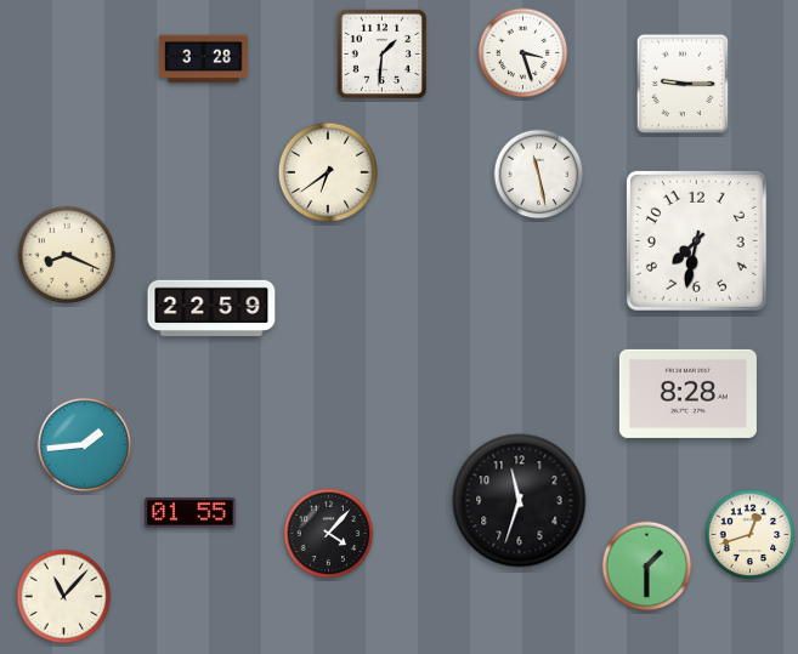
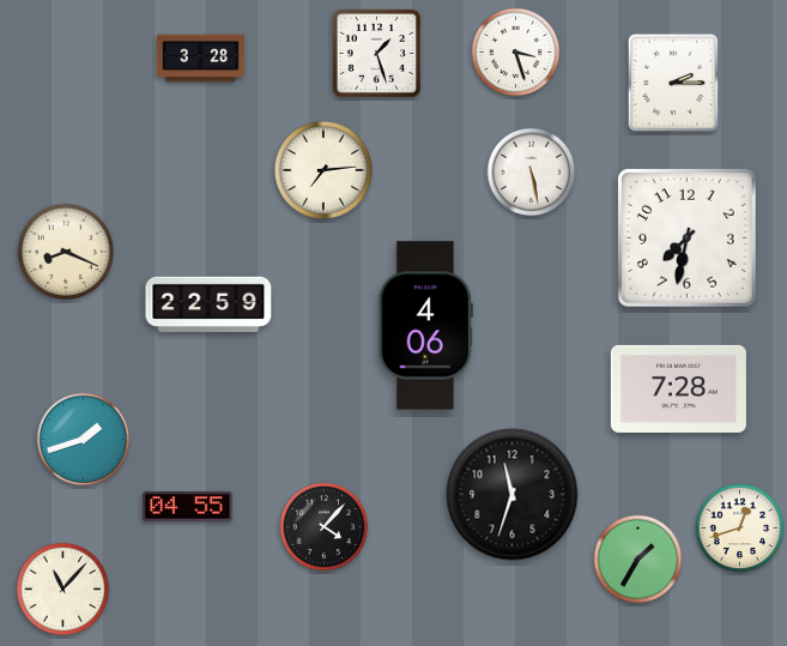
clock at (381, 53): 1:31 -> 1:27
clock at (683, 84): 9:15 -> 2:15
clock at (327, 171): 6:39 -> 7:14
clock at (539, 175): 11:28 -> 5:28
clock at (425, 326): none -> 4:06
clock at (687, 393): 8:28 -> 7:28
clock at (85, 445): 1:44 -> 1:42
clock at (191, 513): 01:55 -> 04:55
clock at (647, 567): 1:30 -> 1:35
